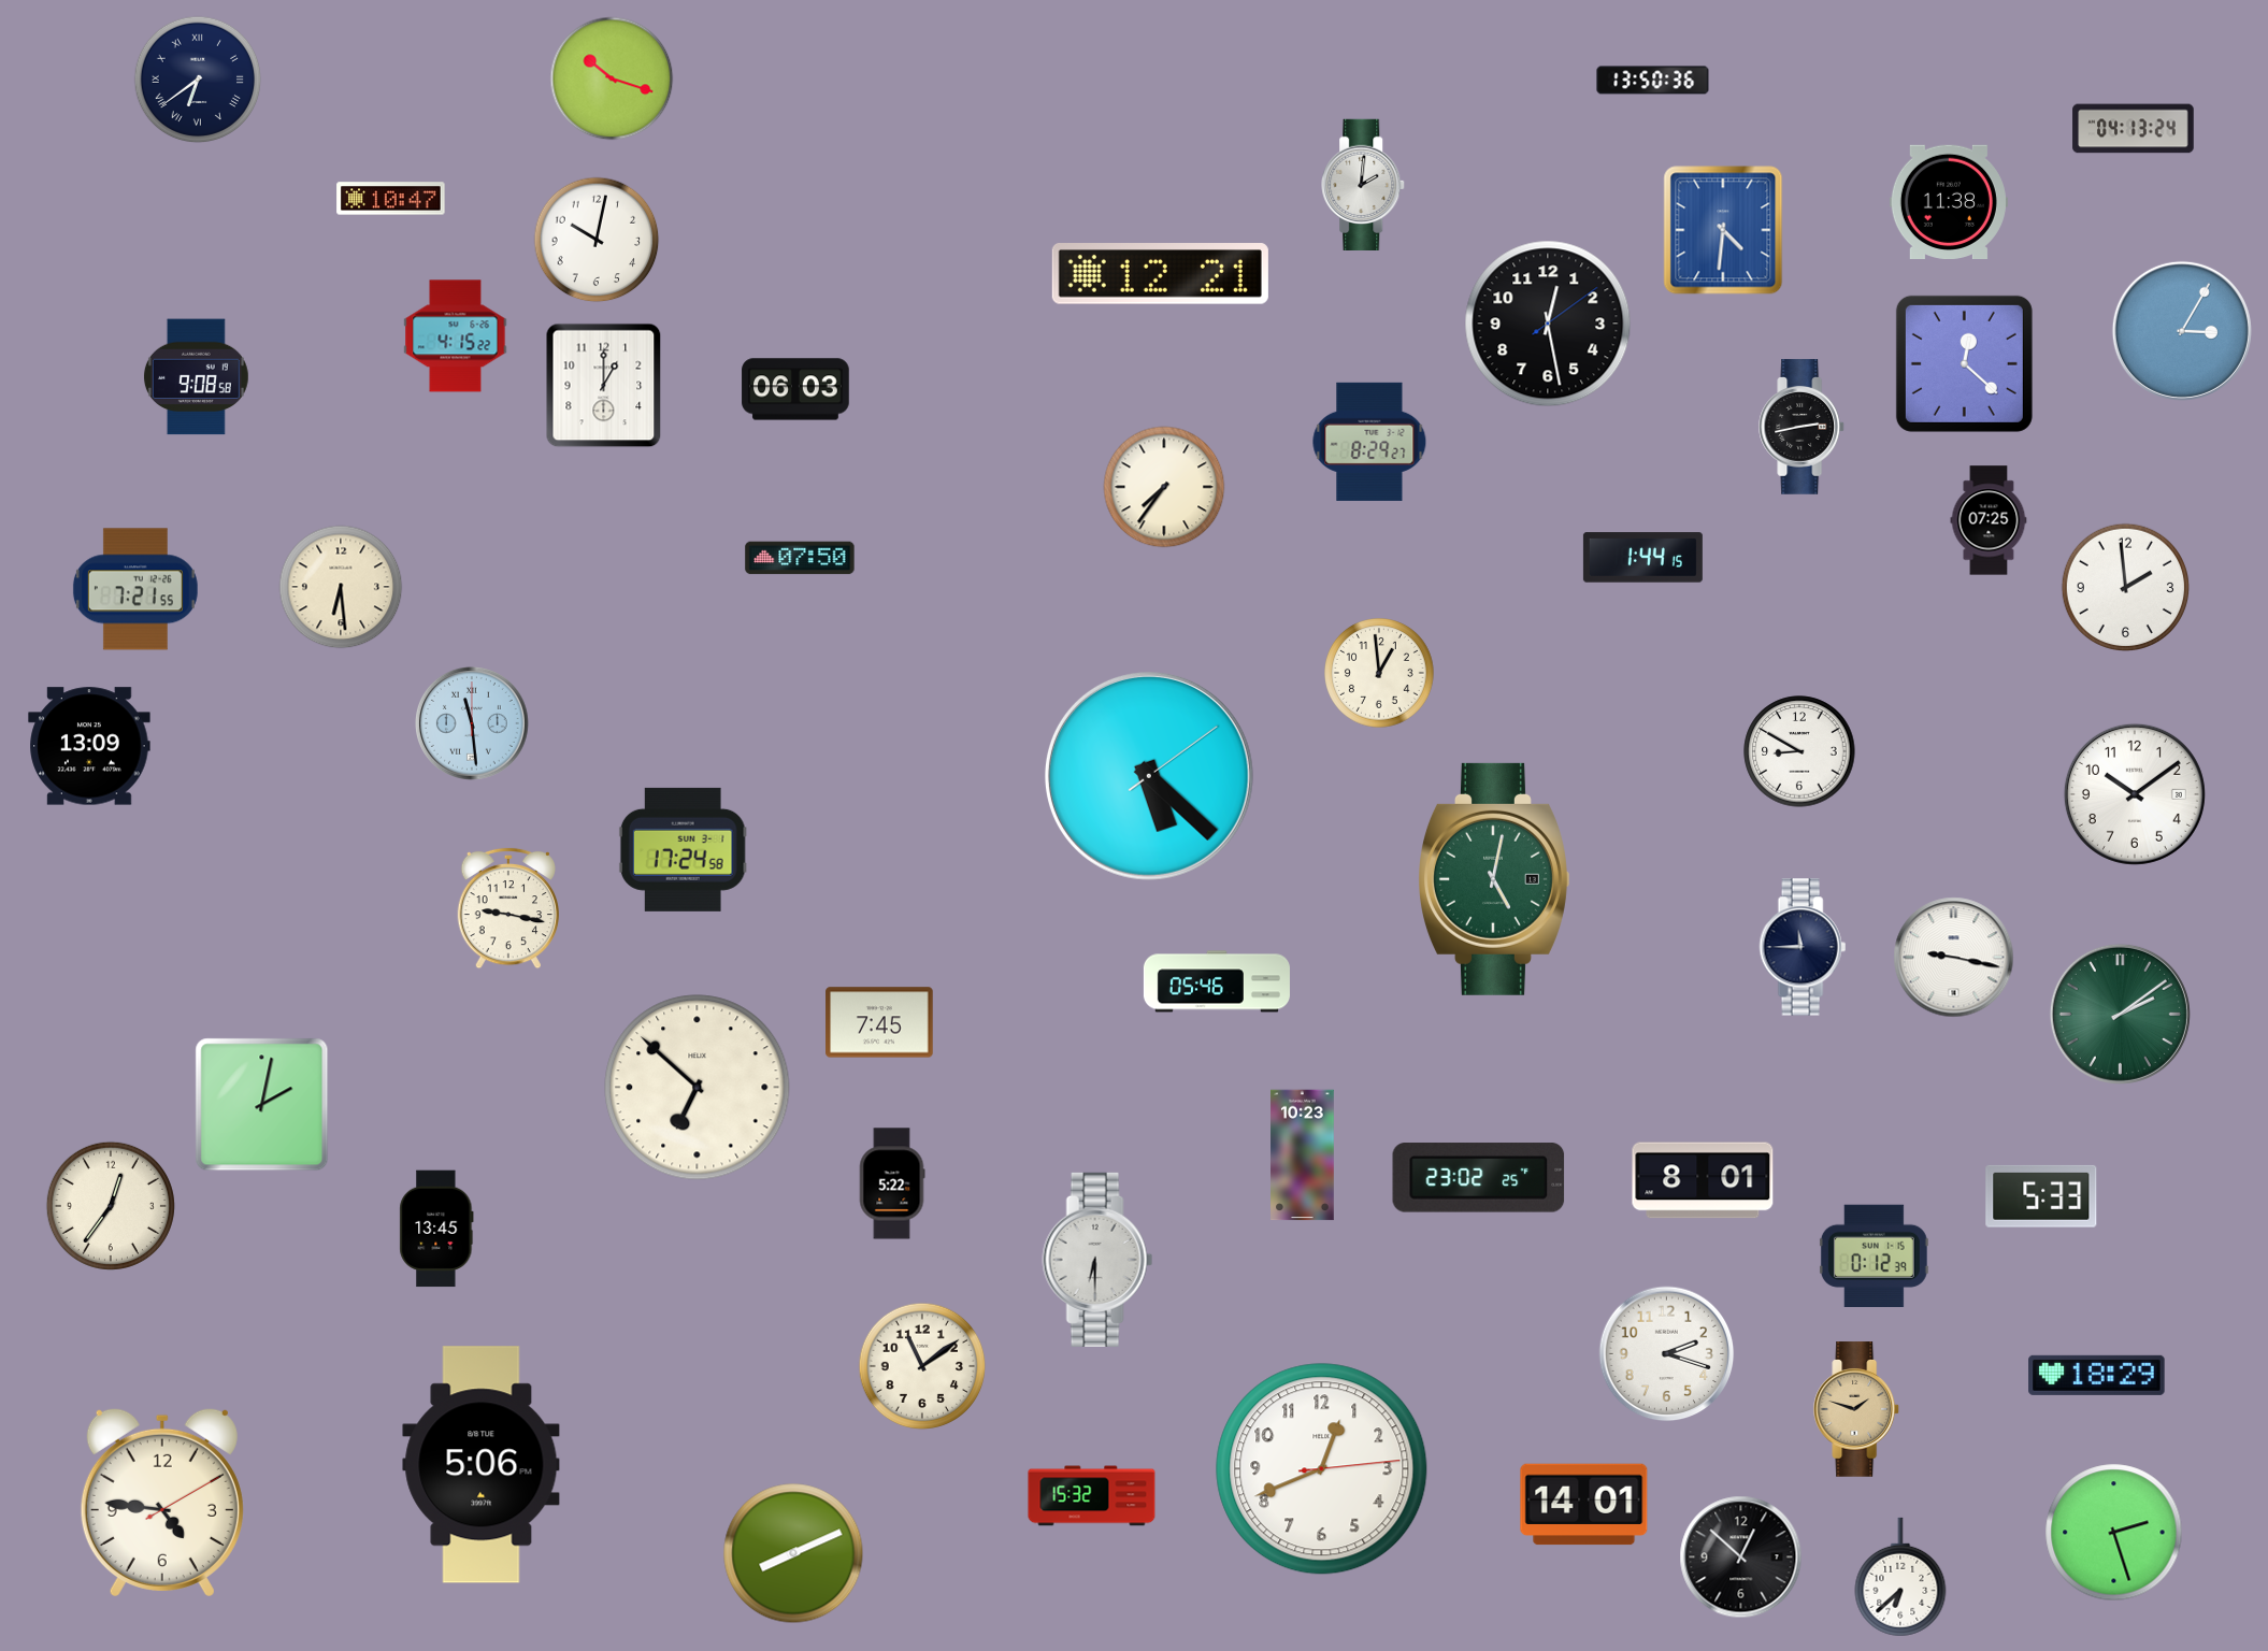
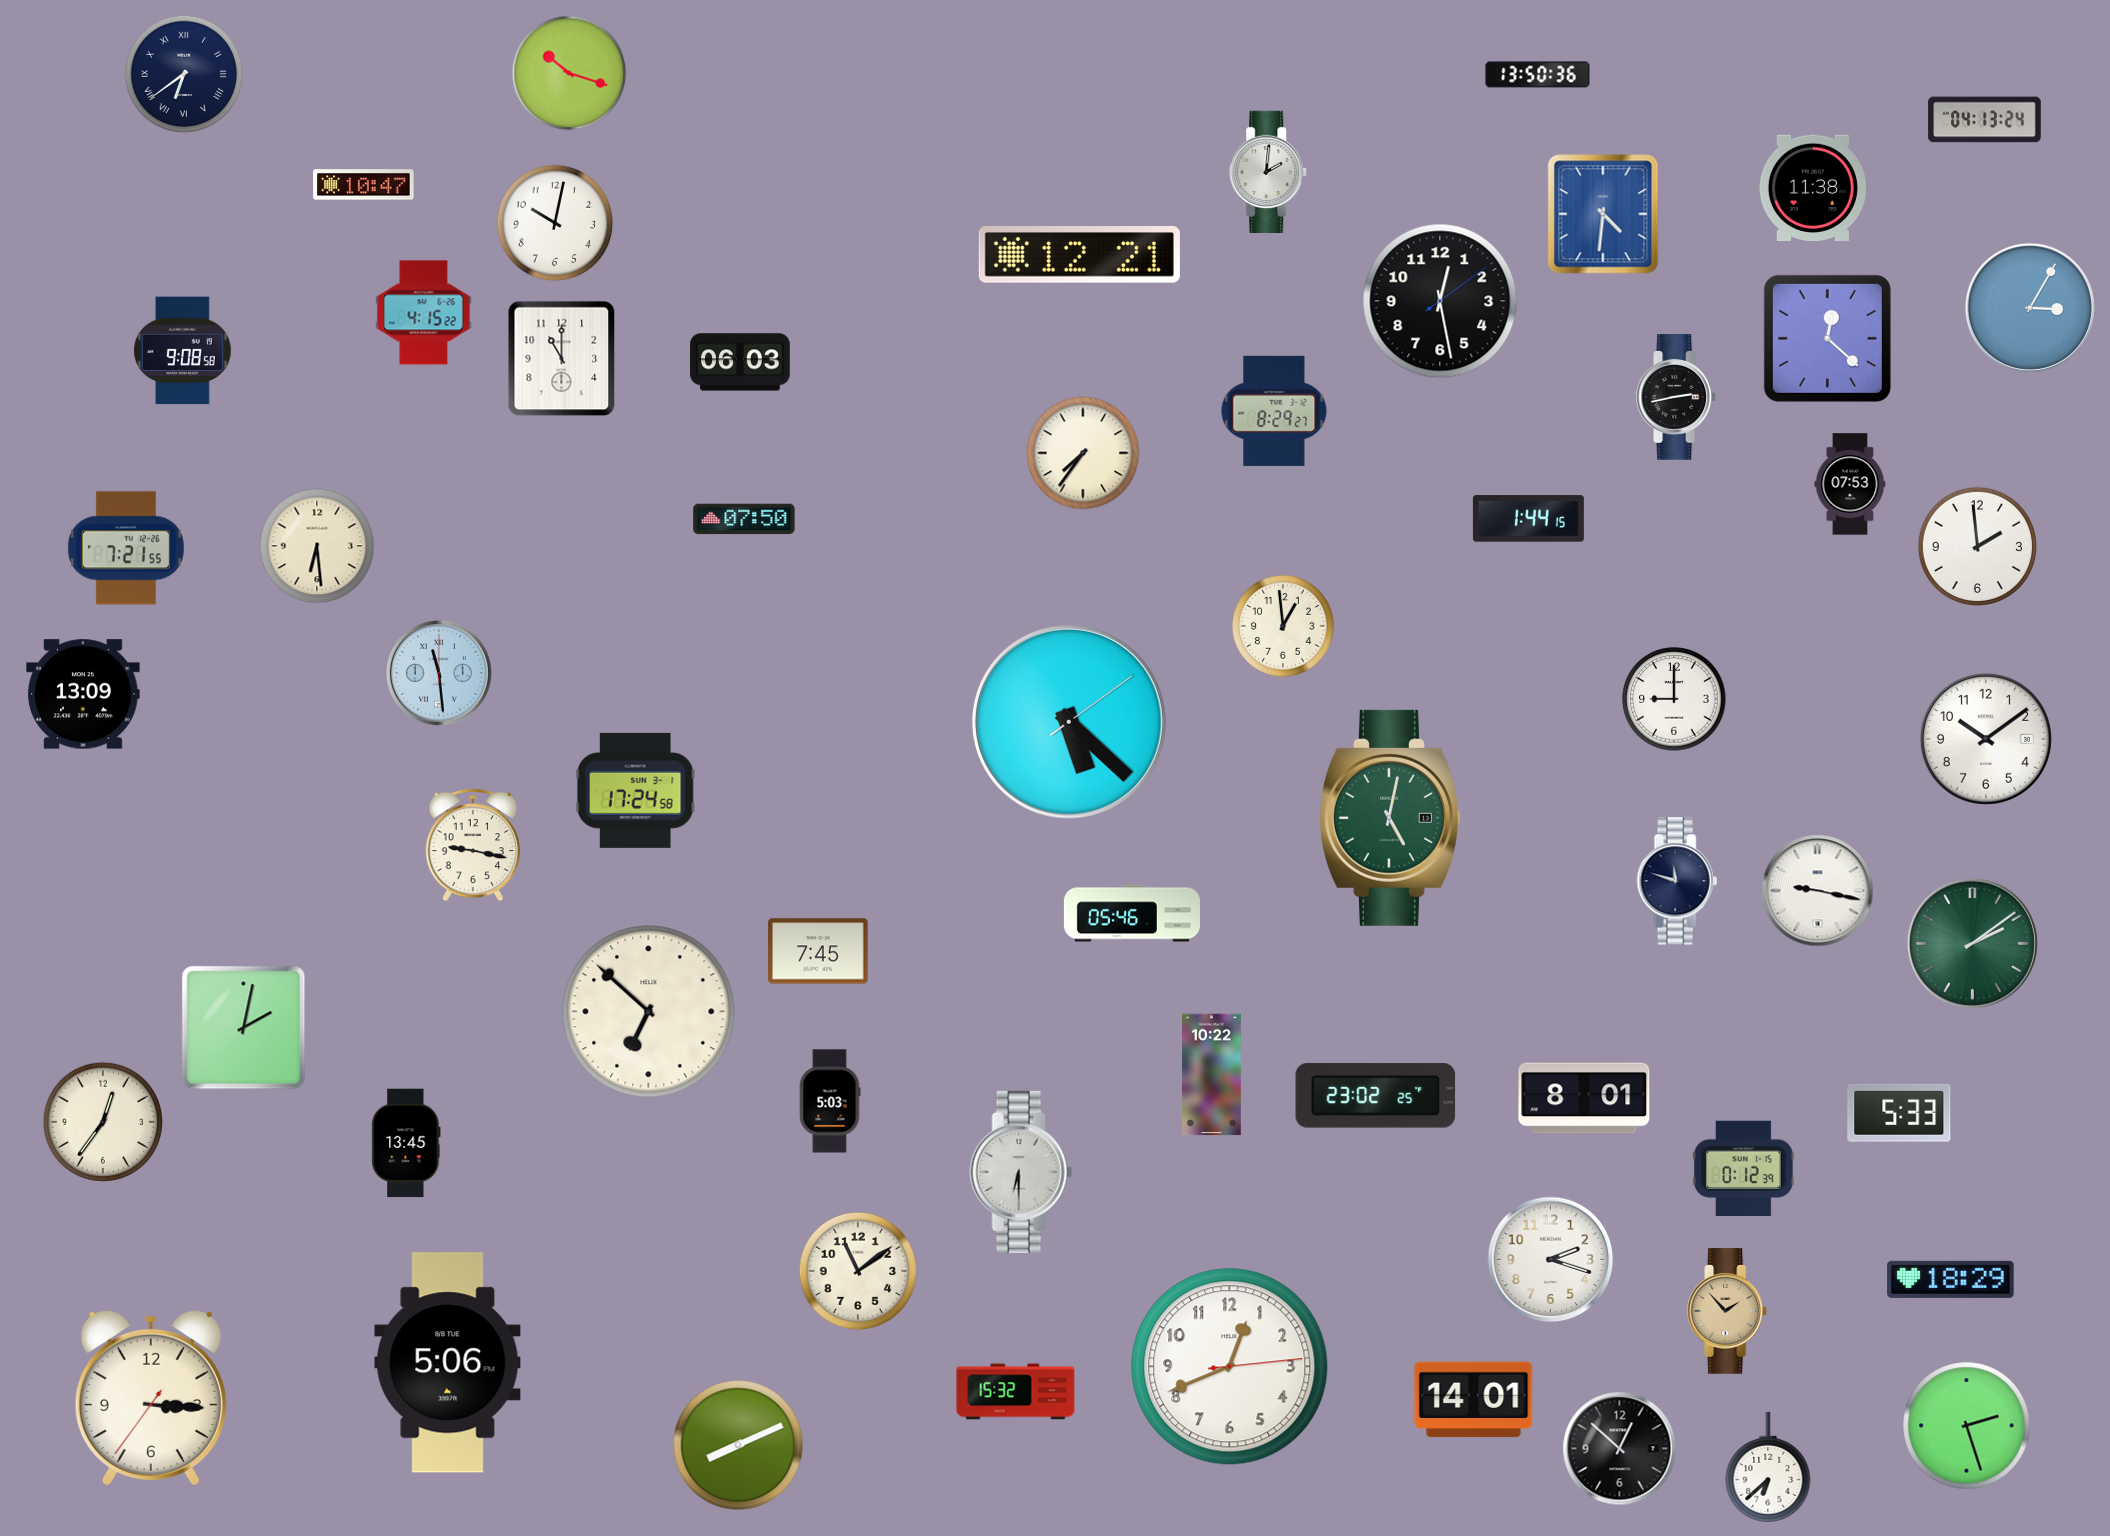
clock at (604, 386): 1:00 -> 11:00
clock at (1989, 520): 07:25 -> 07:53
clock at (1799, 751): 8:50 -> 9:00
clock at (1803, 947): 11:45 -> 11:48
clock at (1303, 1155): 10:23 -> 10:22
clock at (892, 1183): 5:22 -> 5:03
clock at (1857, 1409): 1:48 -> 1:53
clock at (162, 1502): 4:46 -> 3:15
